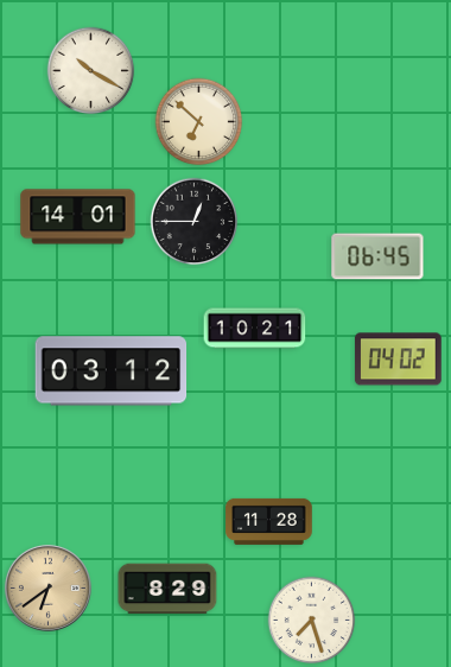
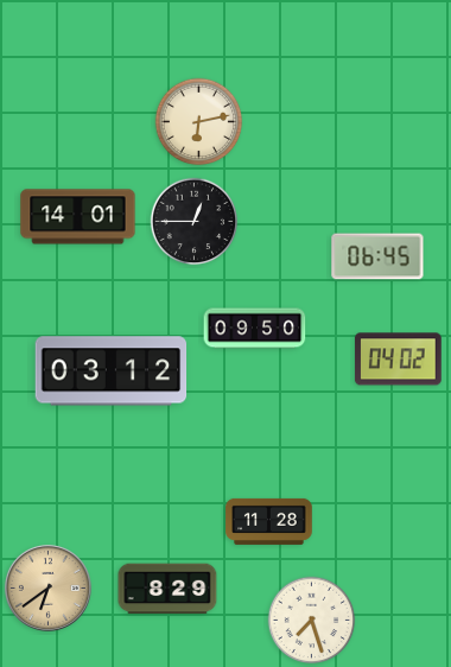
clock at (91, 71): 10:20 -> none
clock at (199, 122): 6:52 -> 6:13
clock at (255, 329): 10:21 -> 09:50
